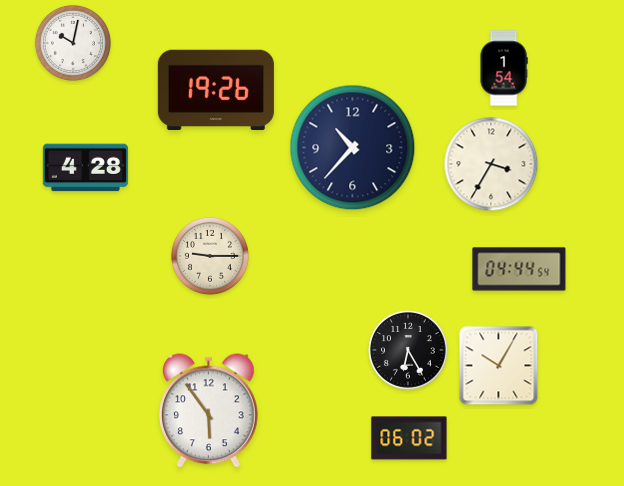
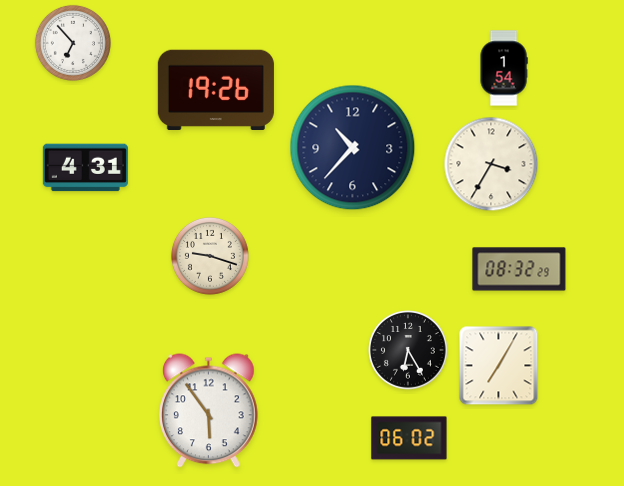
clock at (73, 43): 10:02 -> 6:53
clock at (85, 168): 4:28 -> 4:31
clock at (210, 256): 9:15 -> 9:18
clock at (519, 269): 04:44 -> 08:32
clock at (499, 366): 10:05 -> 7:05
